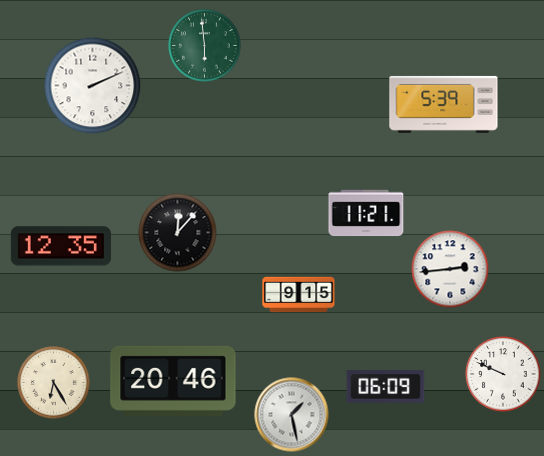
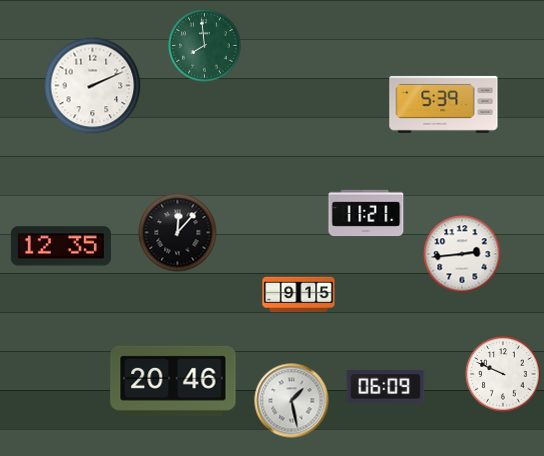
clock at (205, 46): 5:59 -> 7:59
clock at (450, 269) position: (450, 269) -> (462, 254)
clock at (54, 383): 6:25 -> none
clock at (292, 415) position: (292, 415) -> (292, 401)
